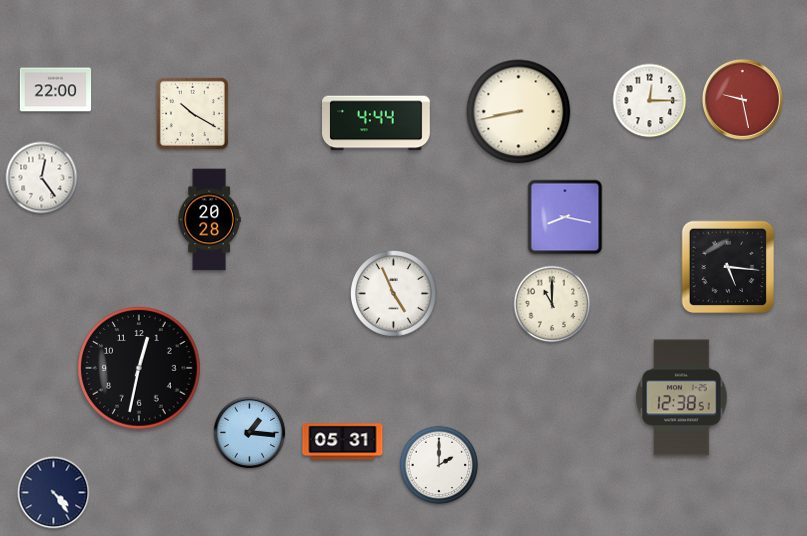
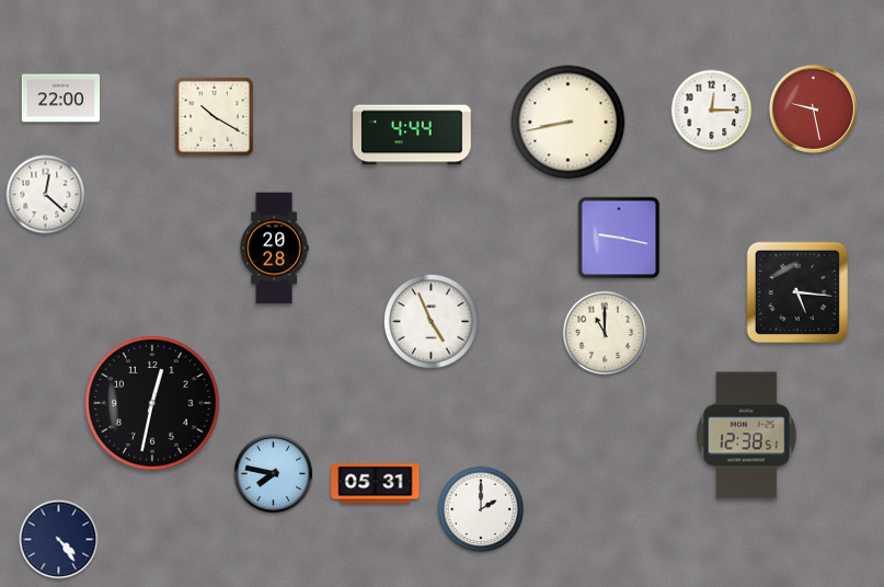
clock at (192, 113) position: (192, 113) -> (214, 116)
clock at (42, 178): 12:24 -> 12:22
clock at (565, 217): 8:17 -> 9:17
clock at (209, 220) position: (209, 220) -> (274, 249)
clock at (250, 433): 1:16 -> 7:47
